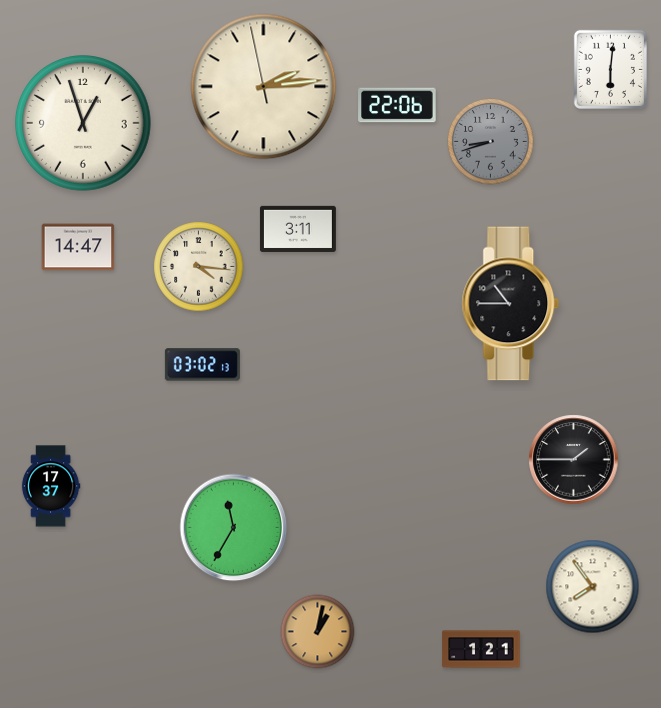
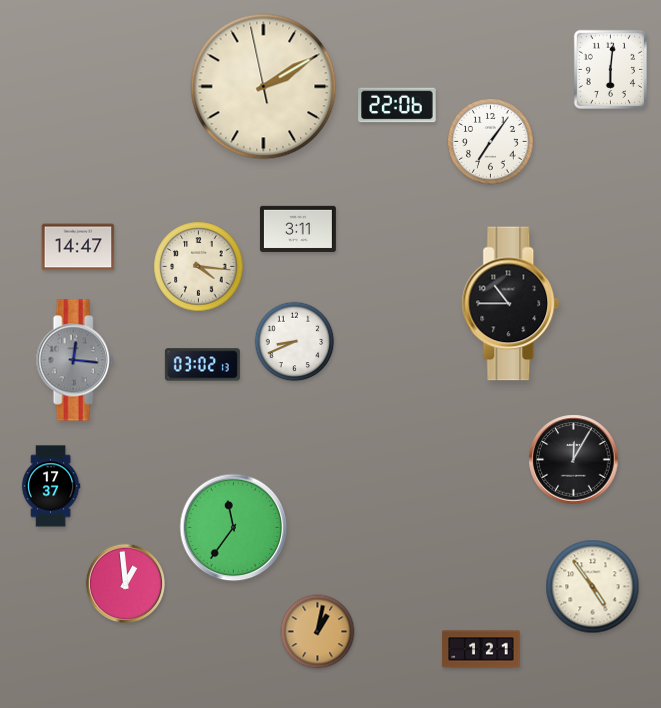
clock at (264, 87): 2:13 -> 2:09
clock at (84, 124): 12:57 -> none
clock at (491, 142): 8:42 -> 7:06
clock at (491, 142) dial: grey -> white
clock at (295, 342): none -> 8:41
clock at (75, 360): none -> 12:16
clock at (574, 460): 1:45 -> 12:05
clock at (234, 528): 11:35 -> 11:36
clock at (125, 583): none -> 12:59
clock at (593, 587): 7:54 -> 4:54
